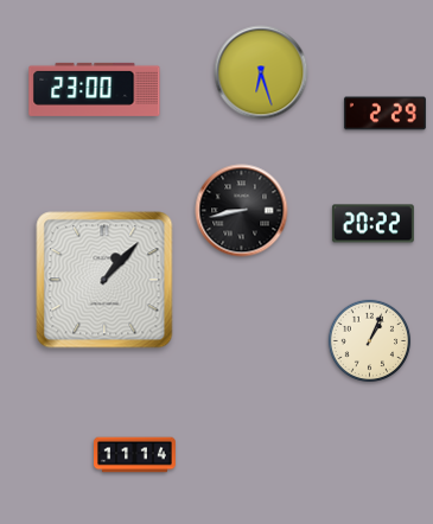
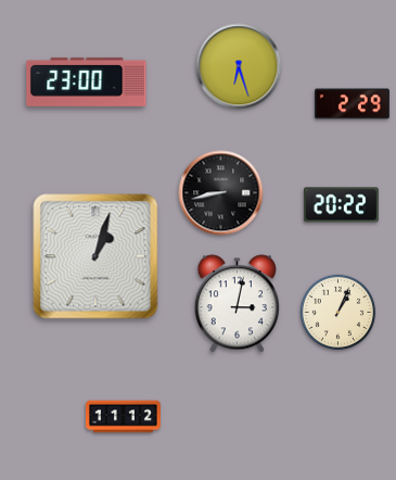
clock at (104, 280): 1:07 -> 1:03
clock at (237, 304): none -> 3:02
clock at (135, 455): 11:14 -> 11:12
